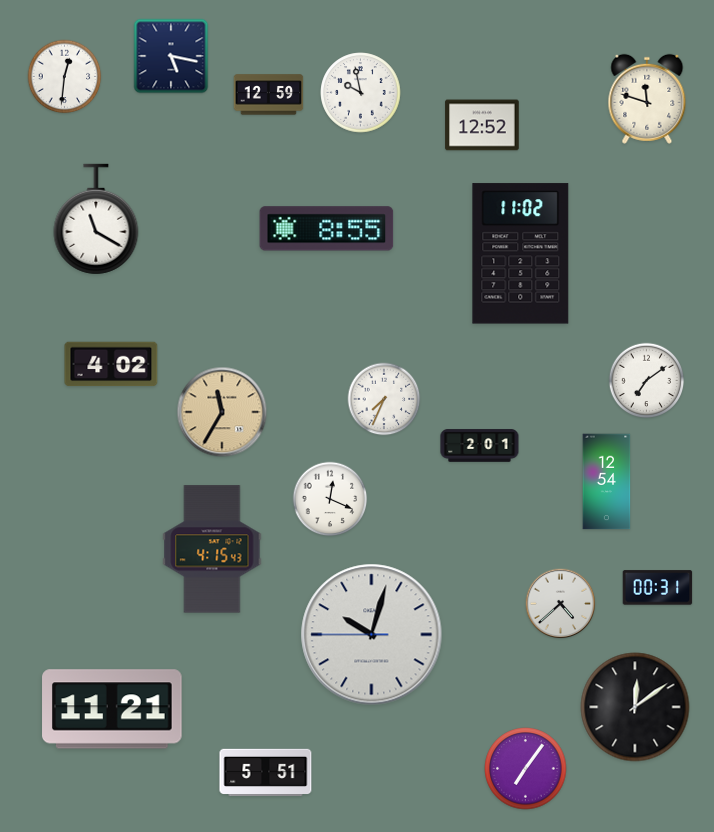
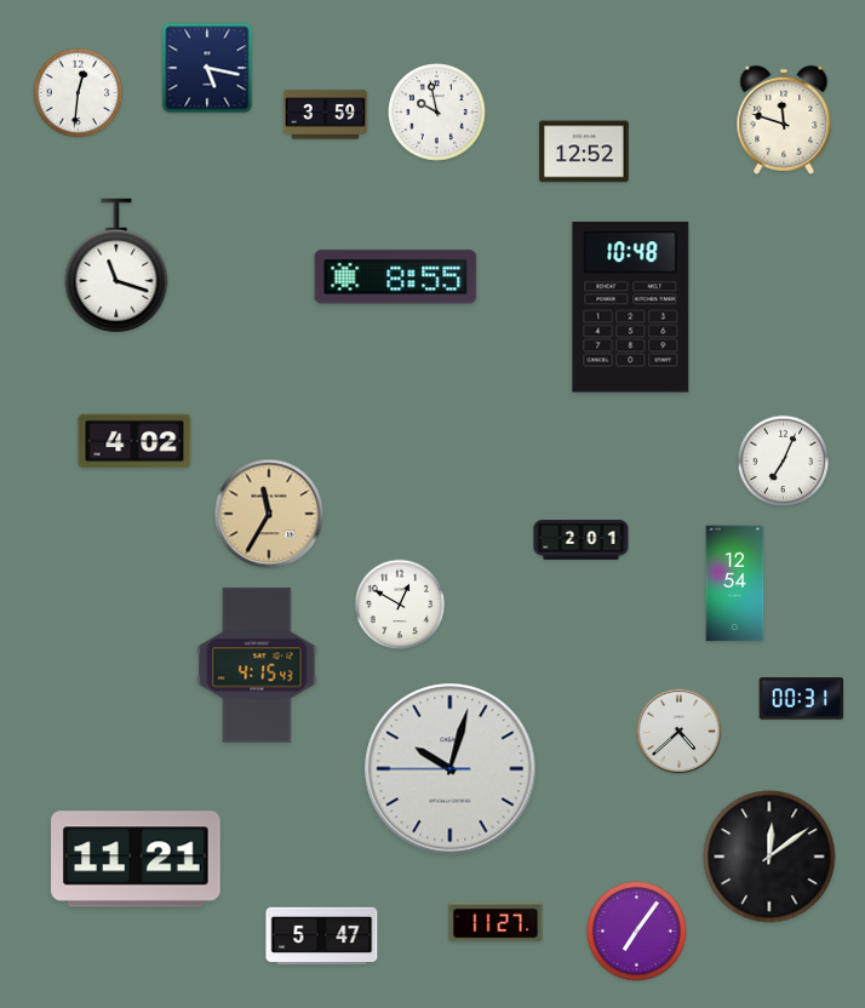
clock at (269, 95): 12:59 -> 3:59
clock at (96, 219): 11:20 -> 11:18
clock at (521, 254): 11:02 -> 10:48
clock at (647, 381): 7:09 -> 7:04
clock at (384, 399): 7:34 -> none
clock at (222, 412) position: (222, 412) -> (269, 514)
clock at (330, 499): 12:19 -> 12:50
clock at (658, 588) position: (658, 588) -> (802, 699)
clock at (495, 922): none -> 11:27
clock at (266, 773): 5:51 -> 5:47
